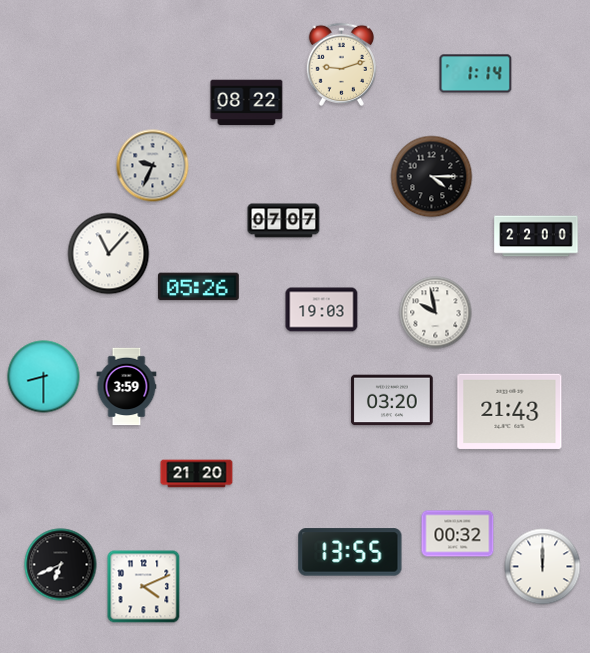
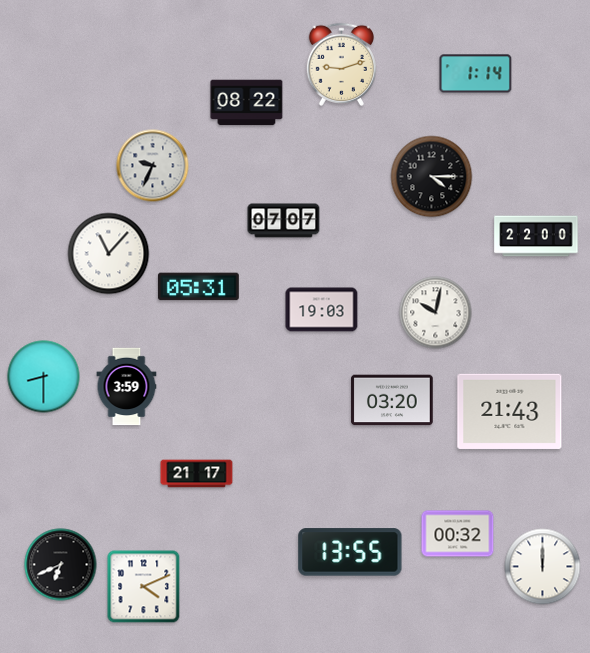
clock at (198, 287): 05:26 -> 05:31
clock at (436, 313): 9:58 -> 10:02
clock at (197, 474): 21:20 -> 21:17
